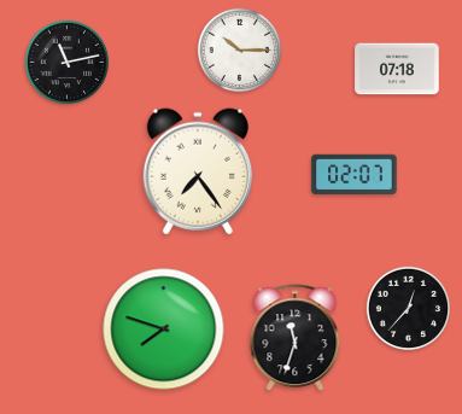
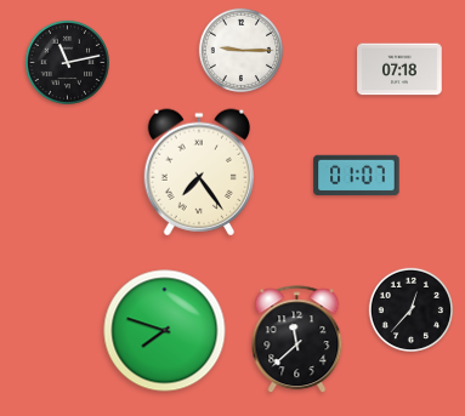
clock at (239, 49): 10:15 -> 9:15
clock at (355, 175): 02:07 -> 01:07
clock at (296, 338): 11:33 -> 11:38
